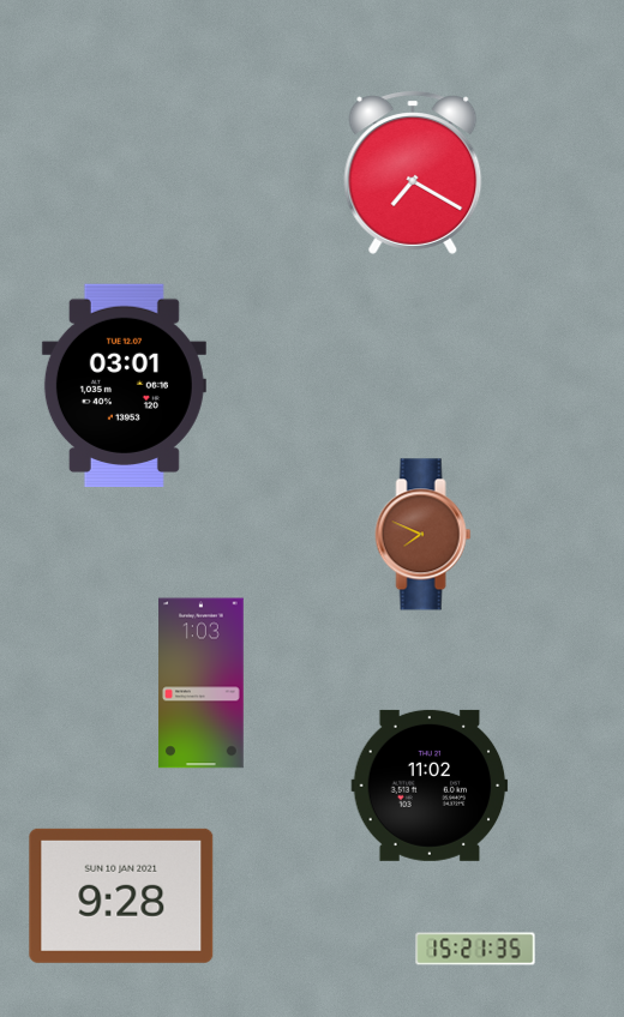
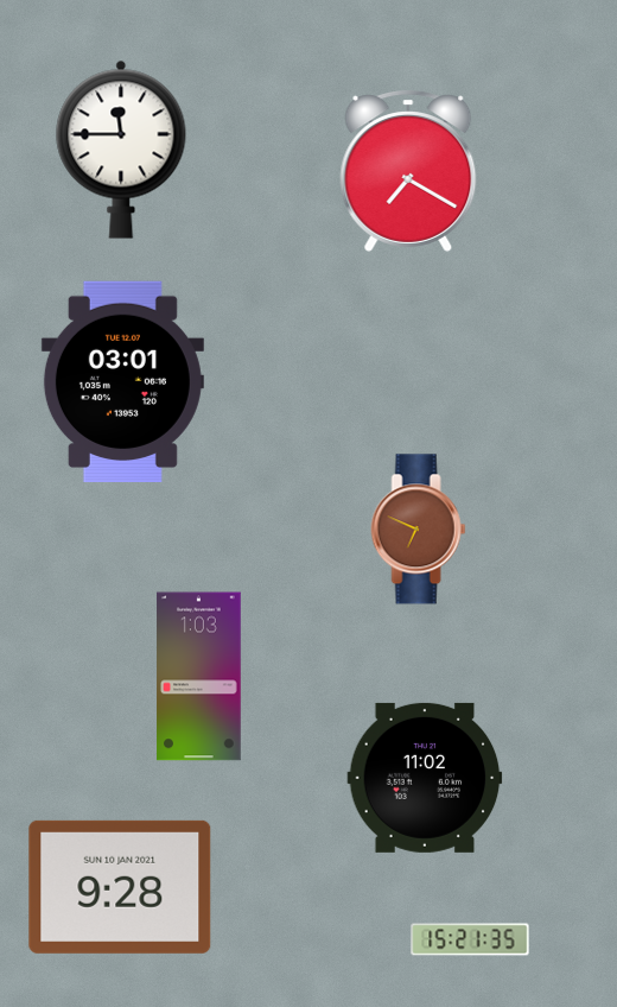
clock at (121, 150): none -> 11:45
clock at (424, 535): 7:49 -> 6:49
